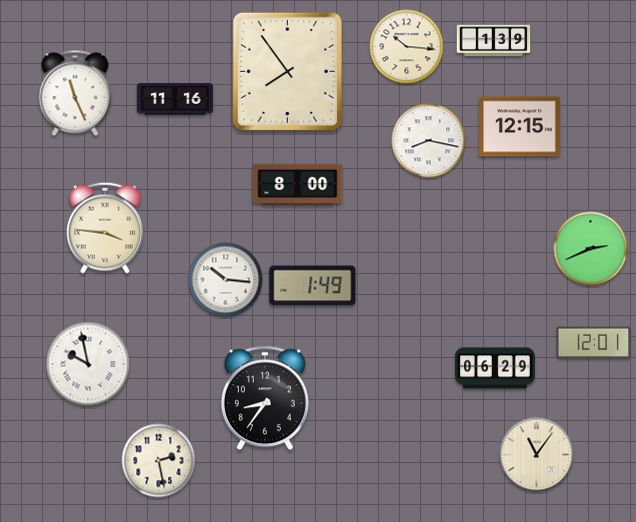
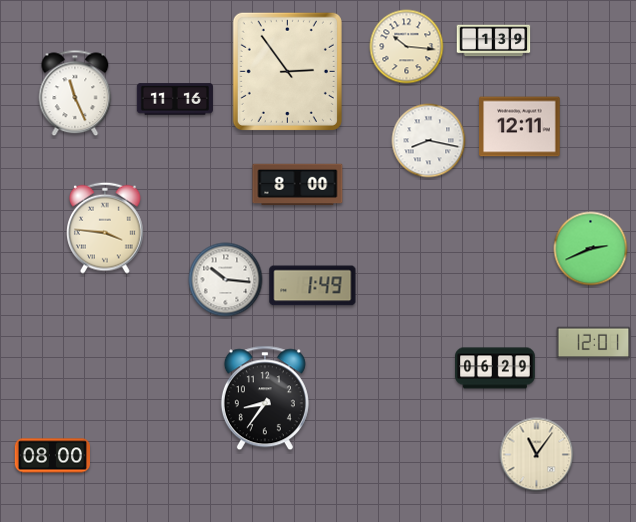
clock at (287, 71): 7:54 -> 2:54
clock at (520, 127): 12:15 -> 12:11
clock at (88, 364): 9:58 -> none
clock at (53, 456): none -> 08:00
clock at (159, 461): 2:28 -> none
